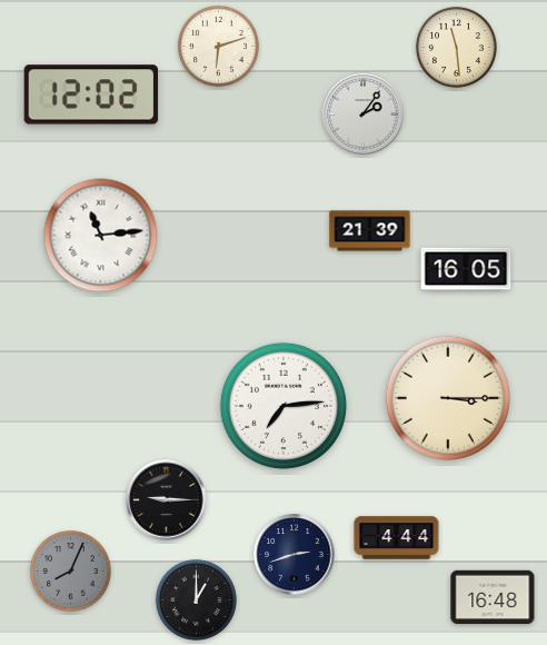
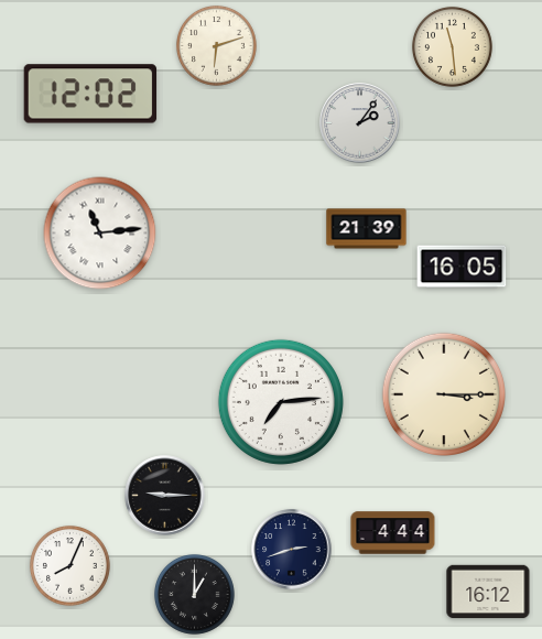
clock at (364, 115) position: (364, 115) -> (360, 123)
clock at (70, 570) dial: grey -> white
clock at (493, 597): 16:48 -> 16:12
